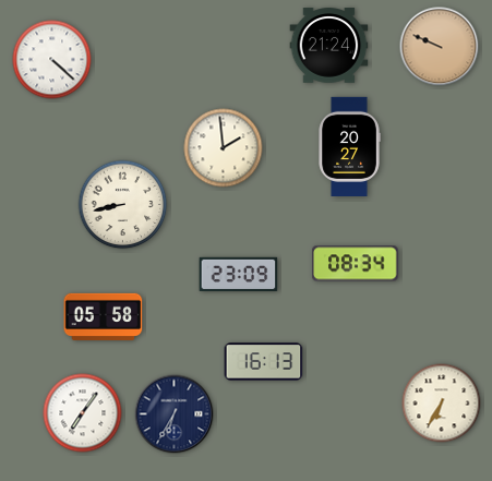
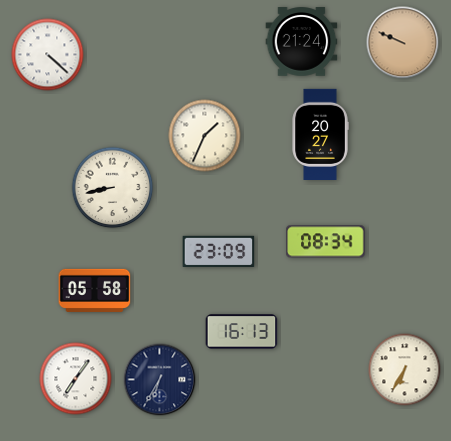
clock at (224, 148): 1:59 -> 1:34
